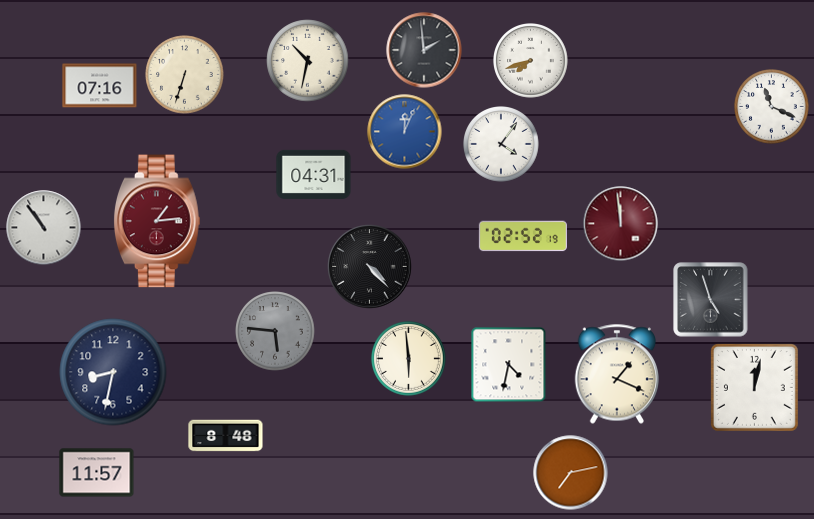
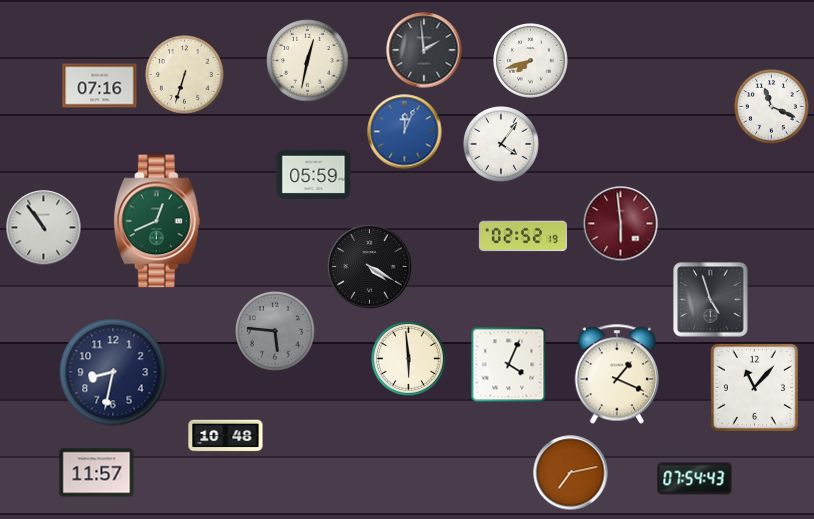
clock at (308, 61): 10:32 -> 12:32
clock at (314, 174): 04:31 -> 05:59
clock at (157, 221): 1:14 -> 12:41
clock at (157, 221) dial: burgundy -> green
clock at (621, 224): 11:59 -> 5:59
clock at (370, 267): 4:23 -> 4:20
clock at (509, 365): 4:32 -> 4:04
clock at (754, 387): 12:02 -> 11:07
clock at (226, 436): 8:48 -> 10:48
clock at (695, 479): none -> 07:54
